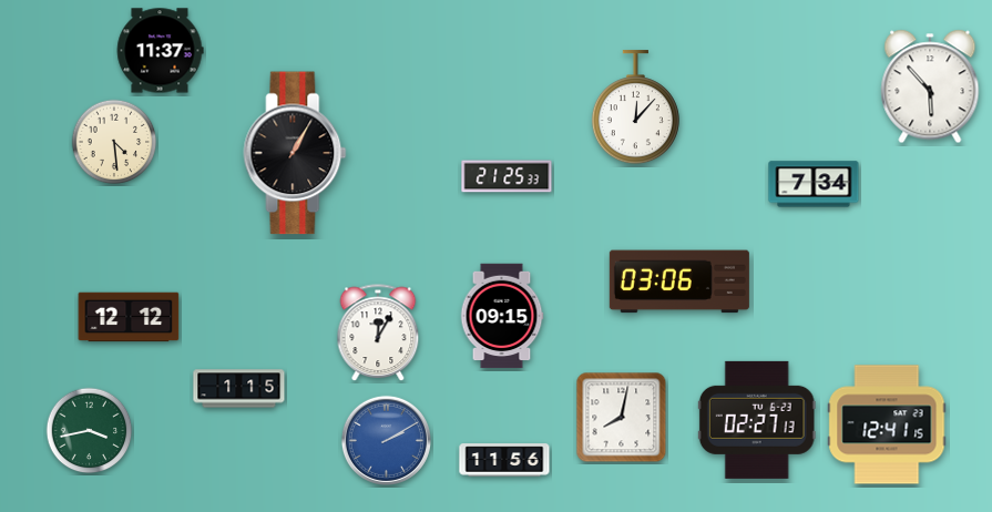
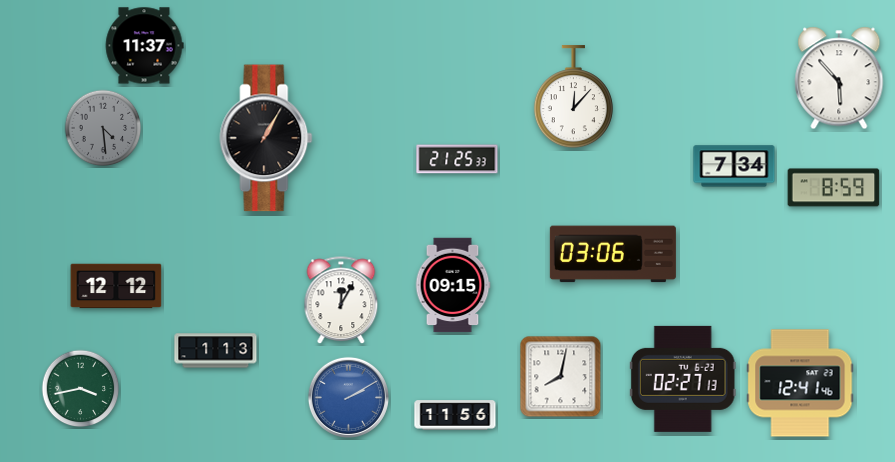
clock at (114, 142) dial: cream -> grey
clock at (834, 188): none -> 8:59
clock at (239, 389): 1:15 -> 1:13
clock at (887, 424): 12:41:15 -> 12:41:46
